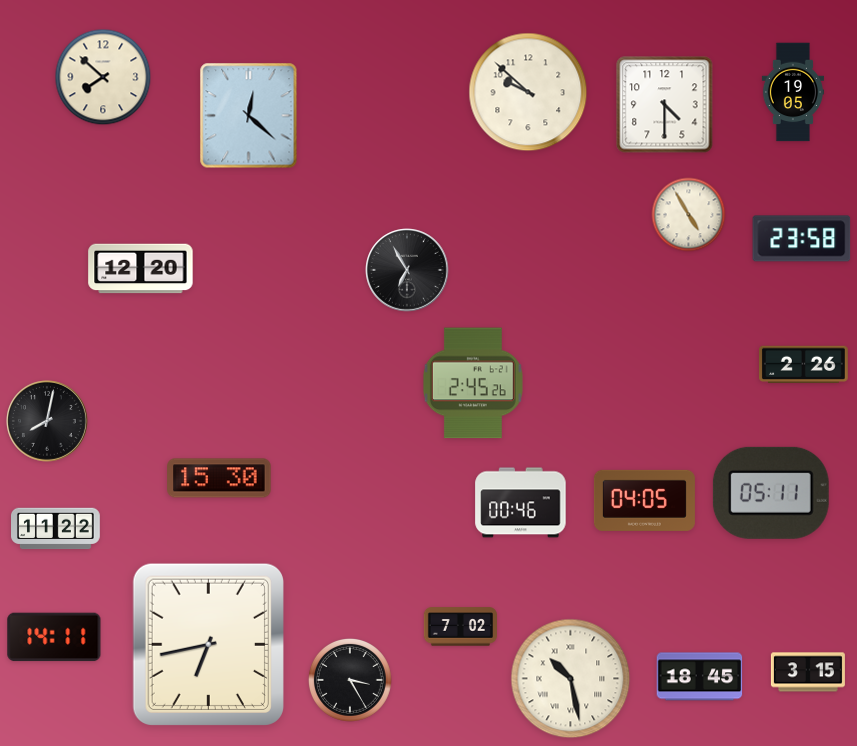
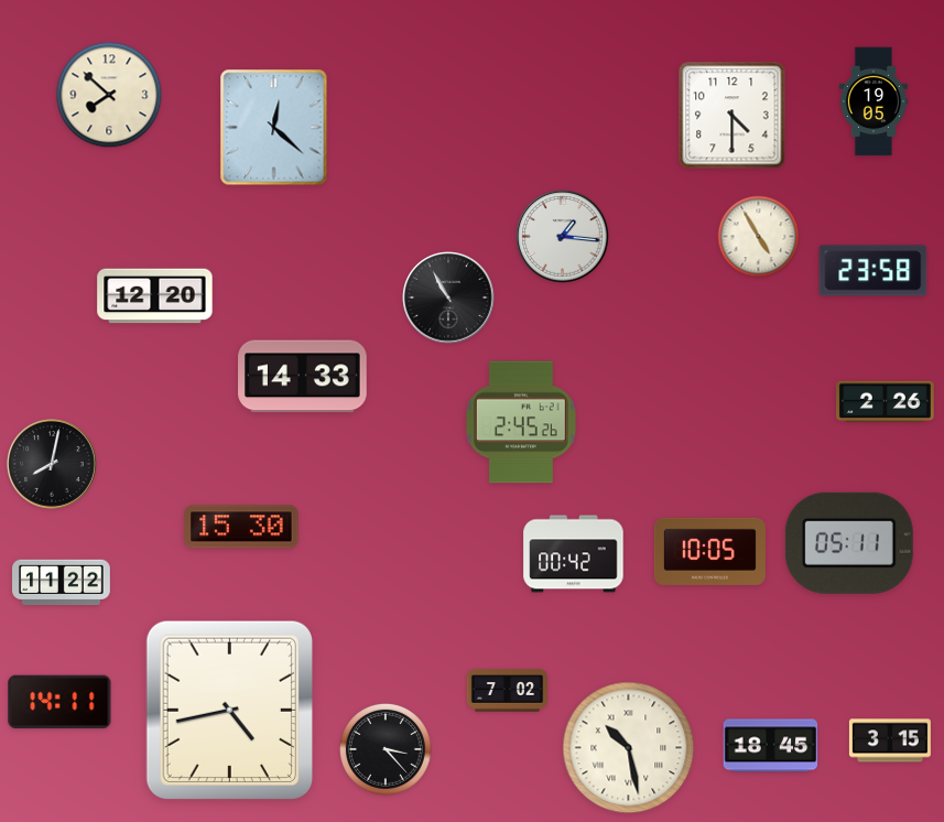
clock at (103, 77) position: (103, 77) -> (109, 95)
clock at (528, 92): 9:52 -> none
clock at (563, 237): none -> 1:16
clock at (802, 239) position: (802, 239) -> (874, 271)
clock at (407, 270): 6:55 -> 10:55
clock at (303, 377): none -> 14:33
clock at (644, 500): 04:05 -> 10:05
clock at (521, 503): 00:46 -> 00:42
clock at (208, 644): 6:43 -> 4:43
clock at (350, 680): 3:25 -> 3:23
